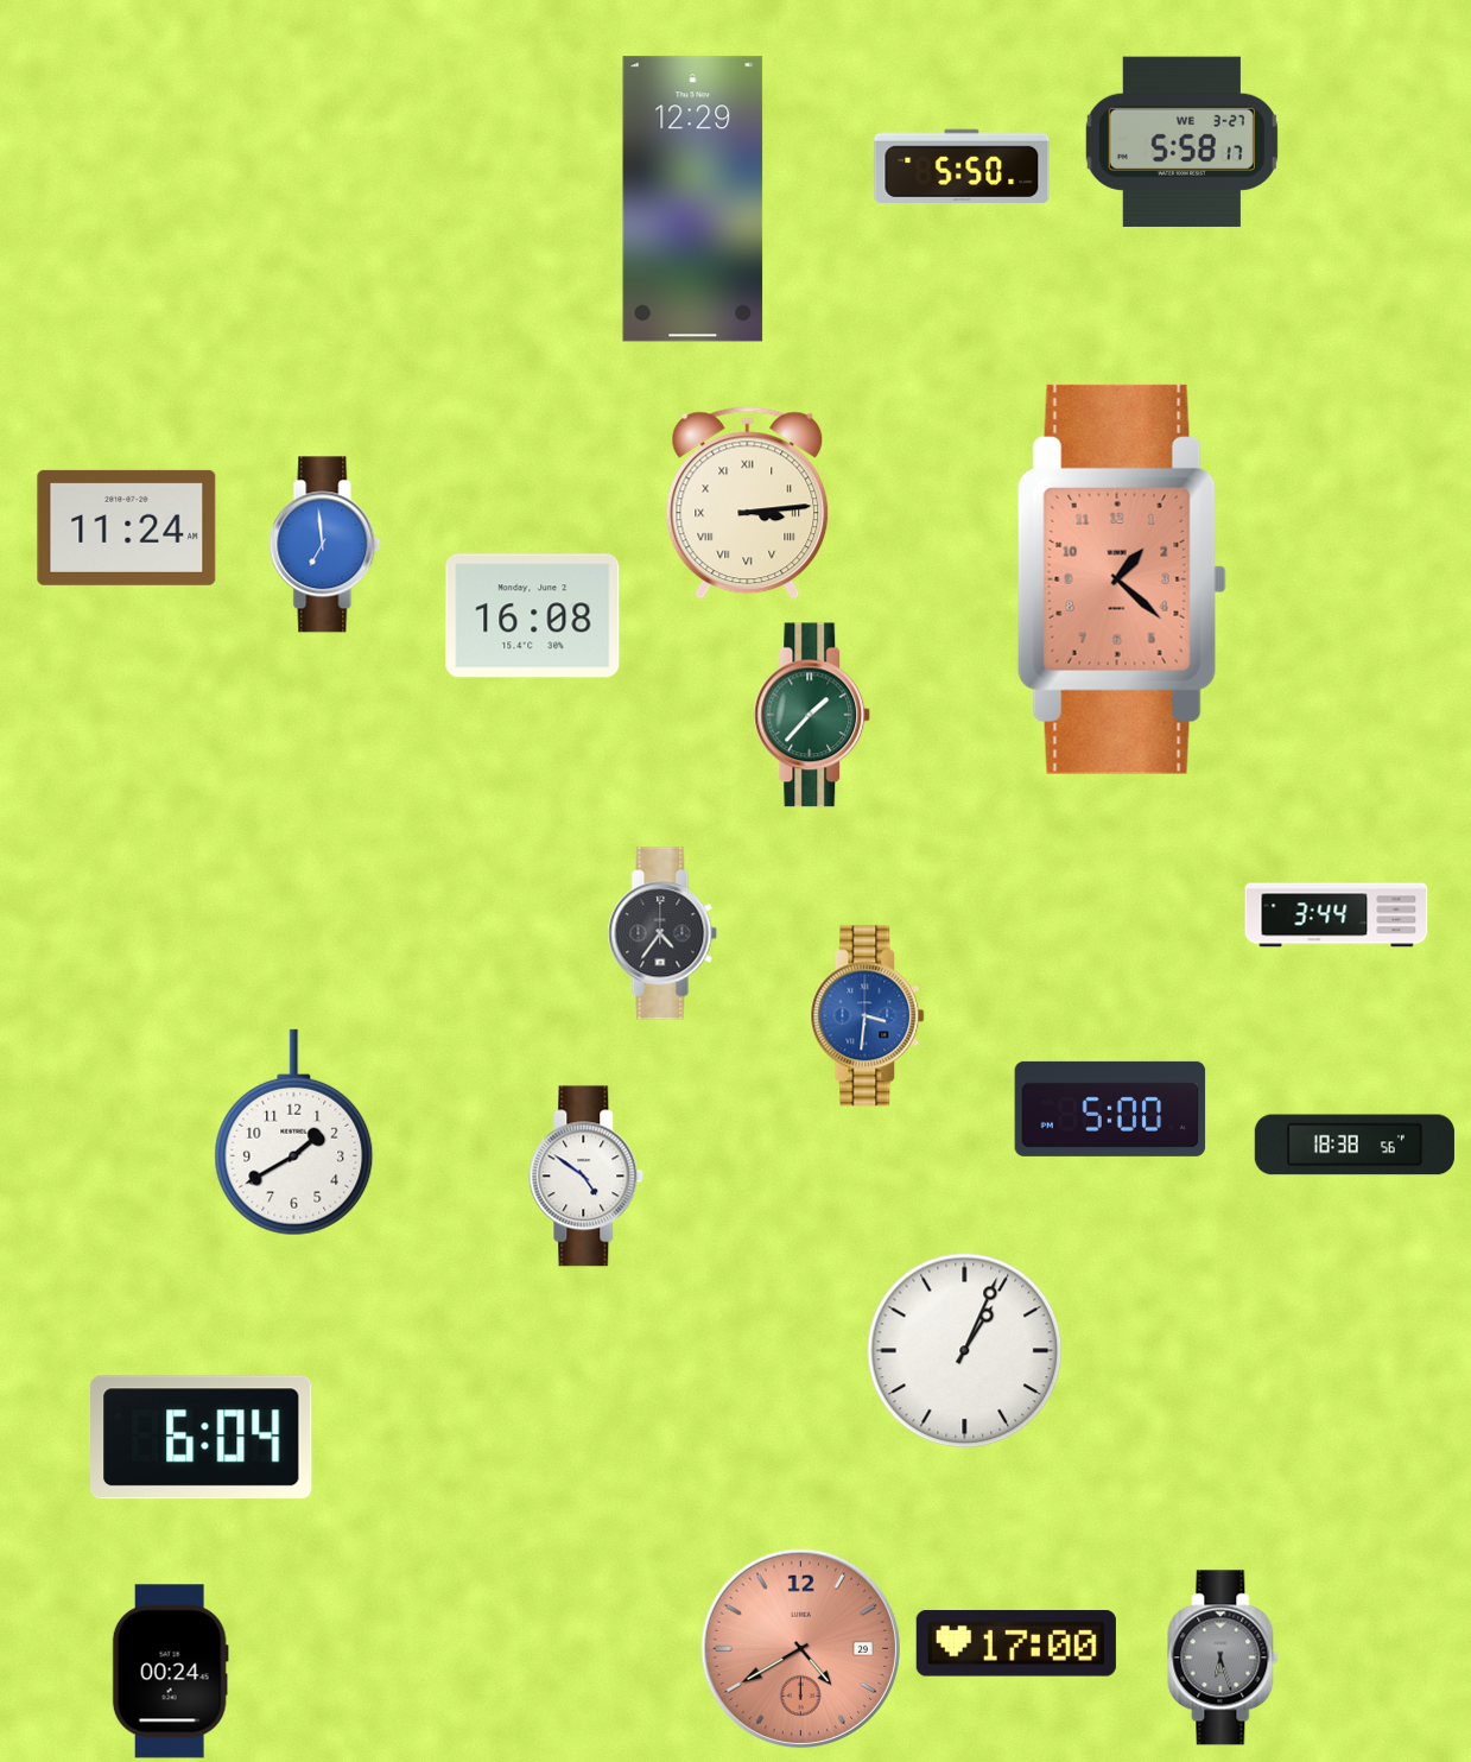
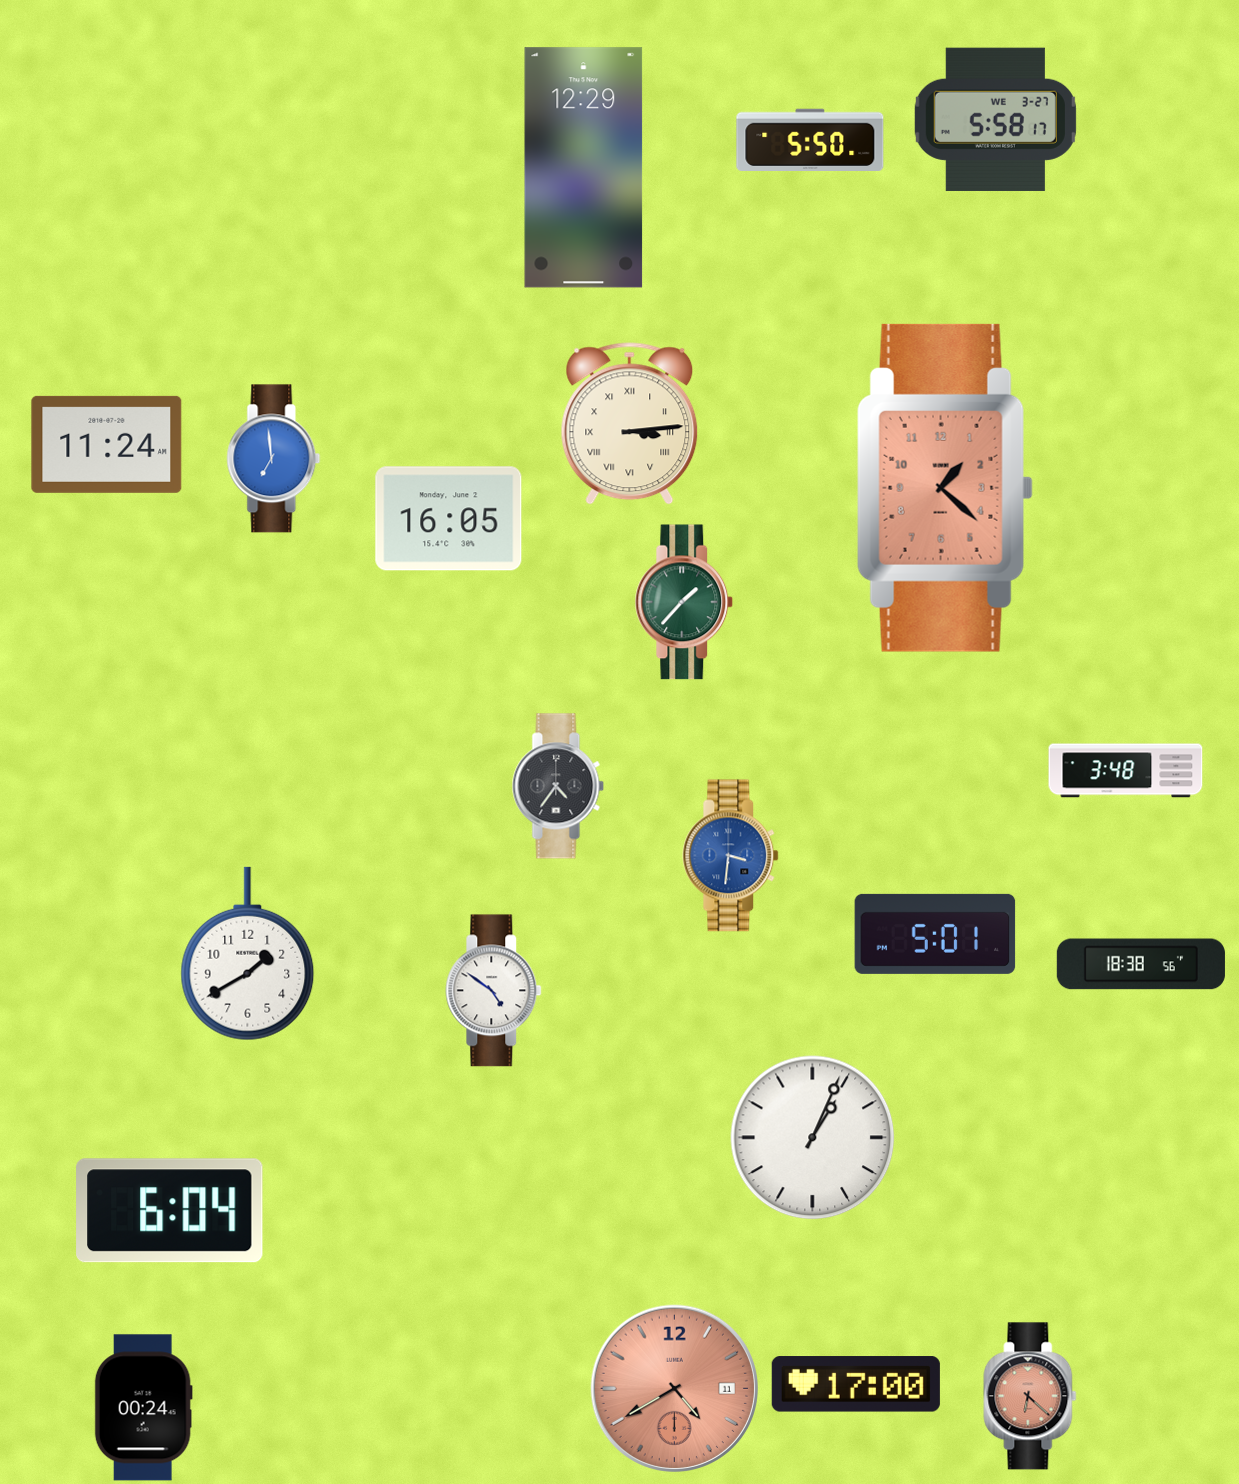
clock at (533, 616): 16:08 -> 16:05
clock at (1337, 915): 3:44 -> 3:48
clock at (1110, 1109): 5:00 -> 5:01
clock at (800, 1648) date: 29 -> 11
clock at (1223, 1658): 6:27 -> 6:22
clock at (1223, 1658) dial: grey -> salmon
